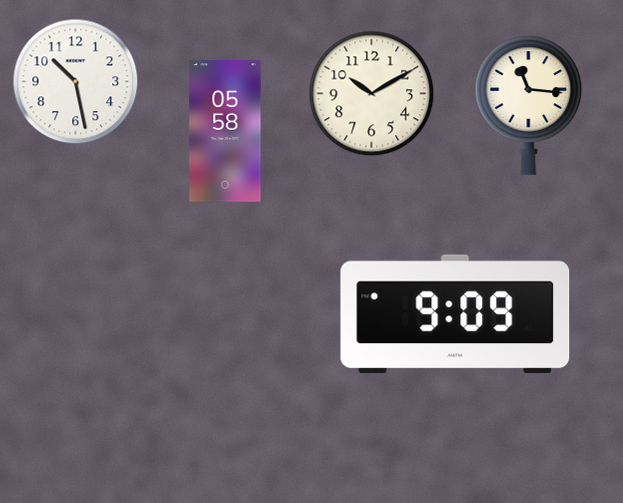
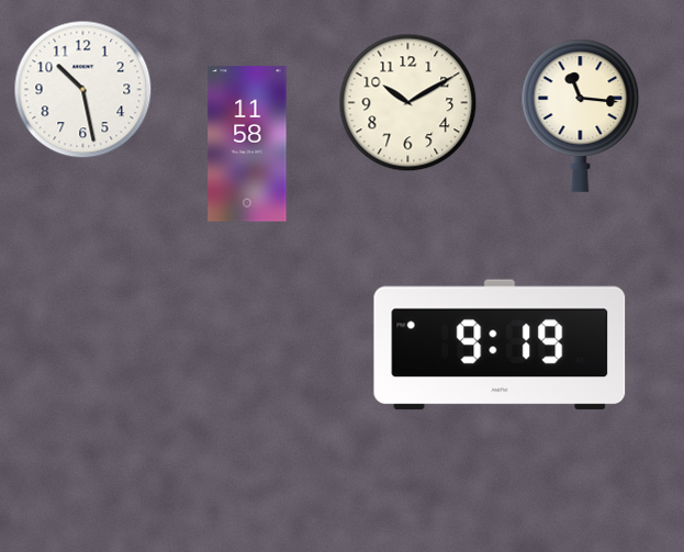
clock at (225, 131): 05:58 -> 11:58
clock at (455, 314): 9:09 -> 9:19
